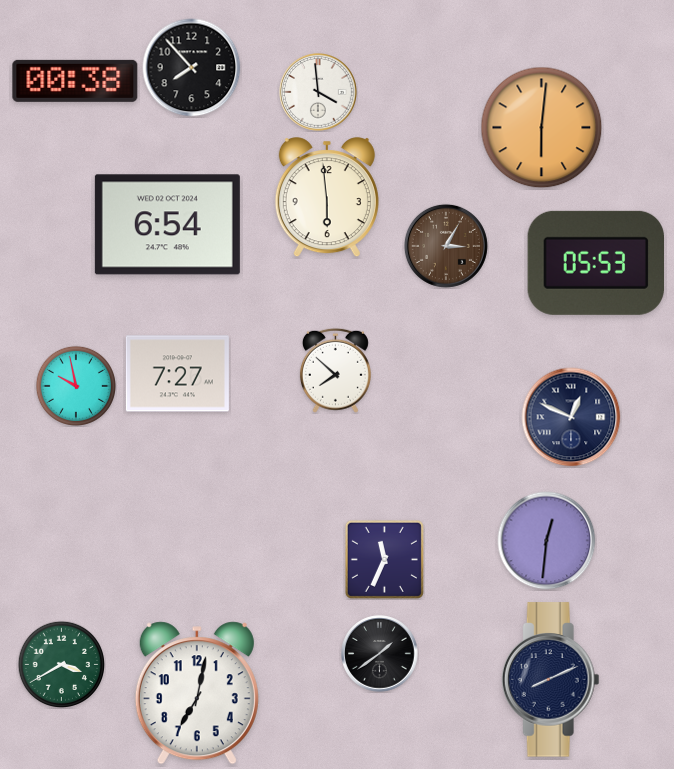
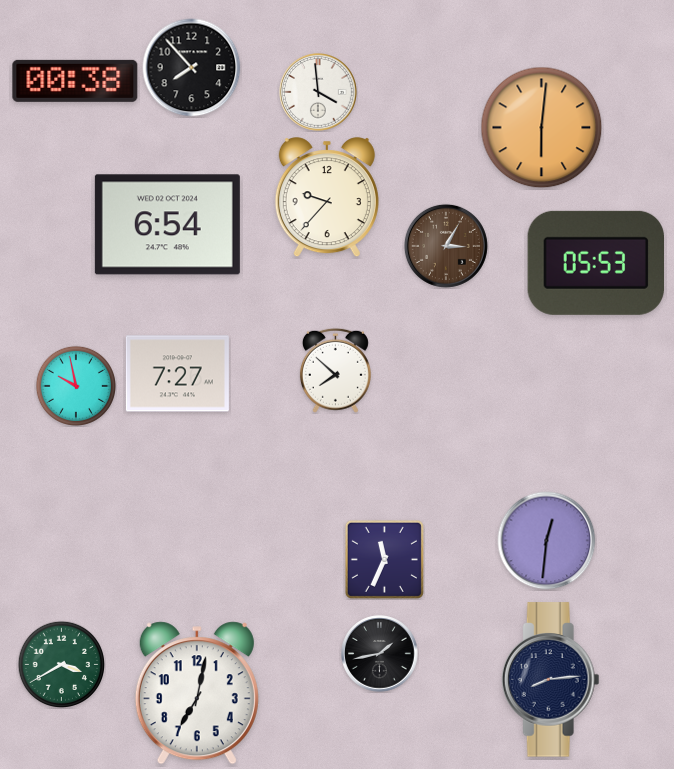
clock at (327, 198): 5:59 -> 9:37
clock at (571, 417): 12:49 -> none
clock at (380, 654): 1:39 -> 1:43
clock at (550, 680): 8:11 -> 8:14
